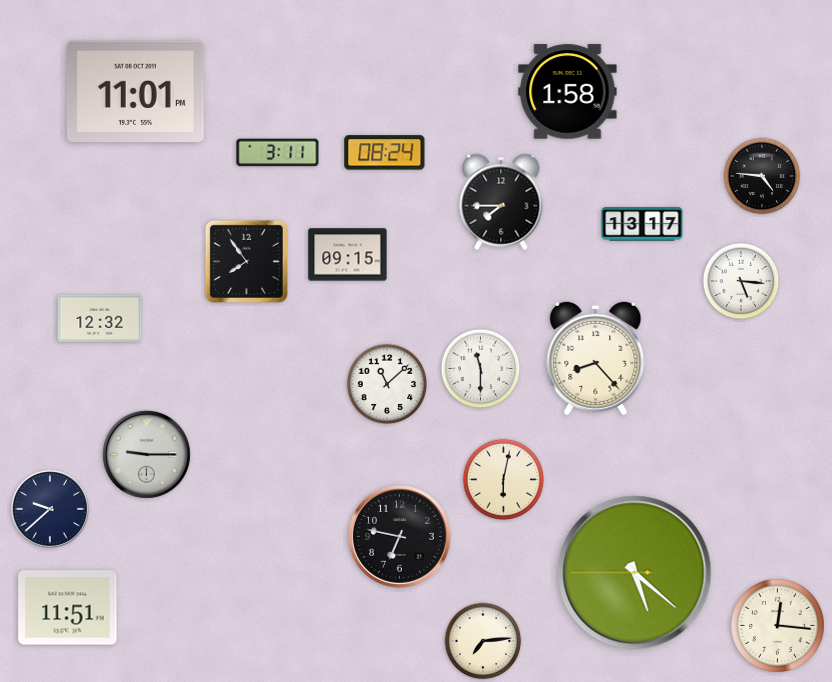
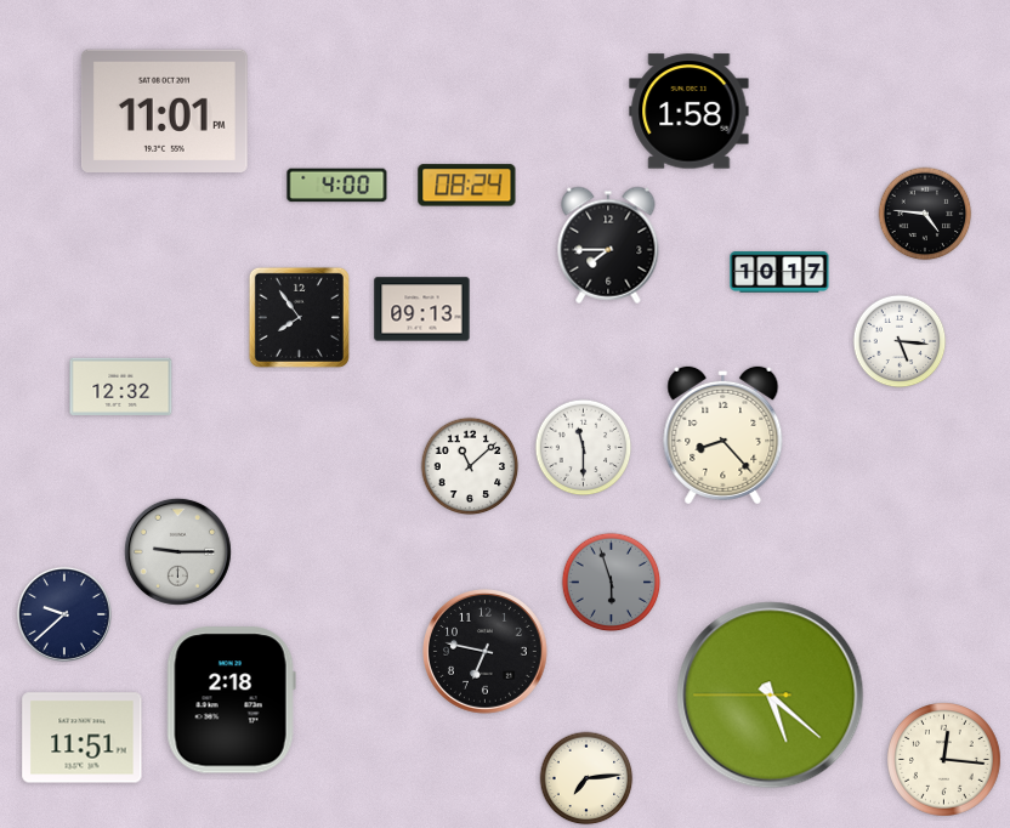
clock at (278, 153): 3:11 -> 4:00
clock at (642, 224): 13:17 -> 10:17
clock at (348, 255): 09:15 -> 09:13
clock at (504, 480): 6:02 -> 5:57
clock at (504, 480) dial: cream -> grey
clock at (50, 509) position: (50, 509) -> (64, 614)
clock at (231, 701): none -> 2:18
